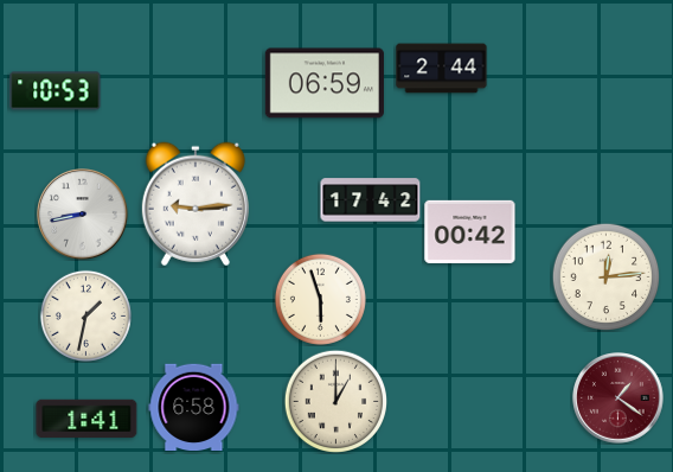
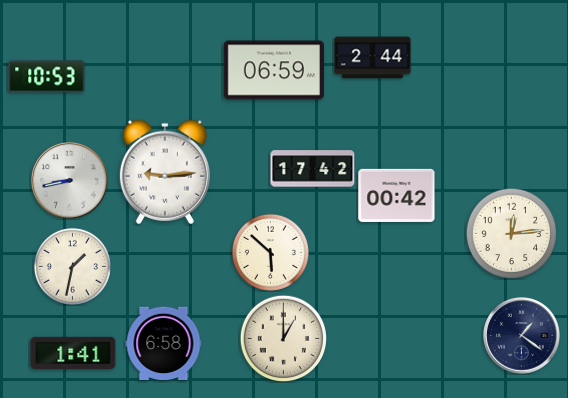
clock at (320, 299): 5:57 -> 5:52
clock at (618, 398) dial: burgundy -> navy
